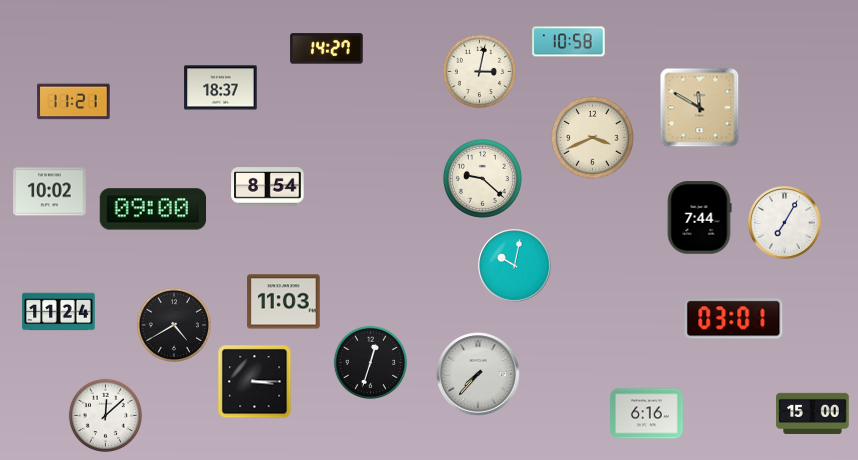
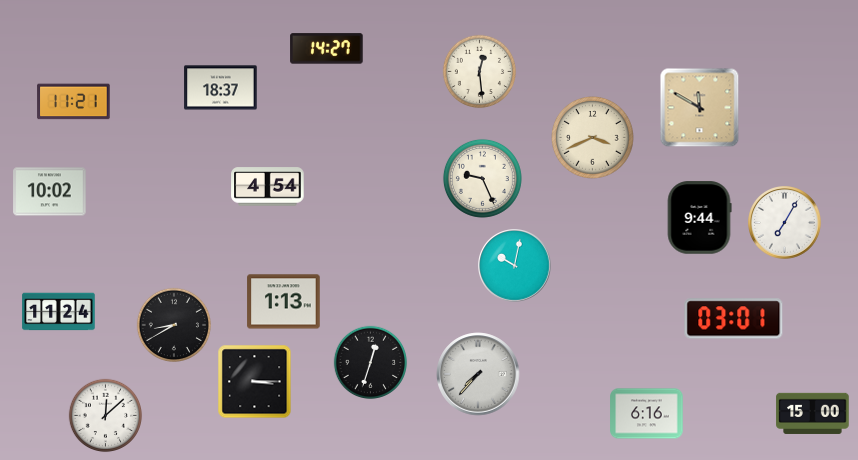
clock at (569, 42): 10:58 -> none
clock at (480, 72): 3:02 -> 12:29
clock at (482, 178): 9:22 -> 9:26
clock at (268, 187): 8:54 -> 4:54
clock at (153, 209): 09:00 -> none
clock at (699, 218): 7:44 -> 9:44
clock at (284, 302): 11:03 -> 1:13
clock at (173, 324): 4:40 -> 8:40
